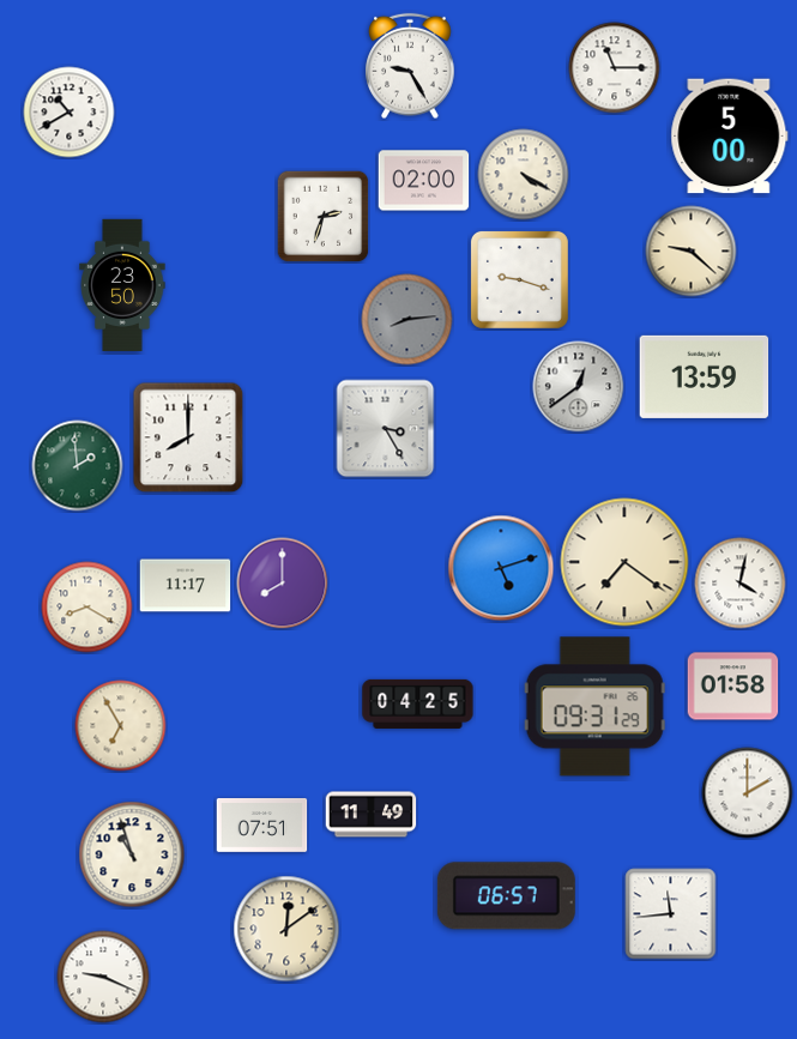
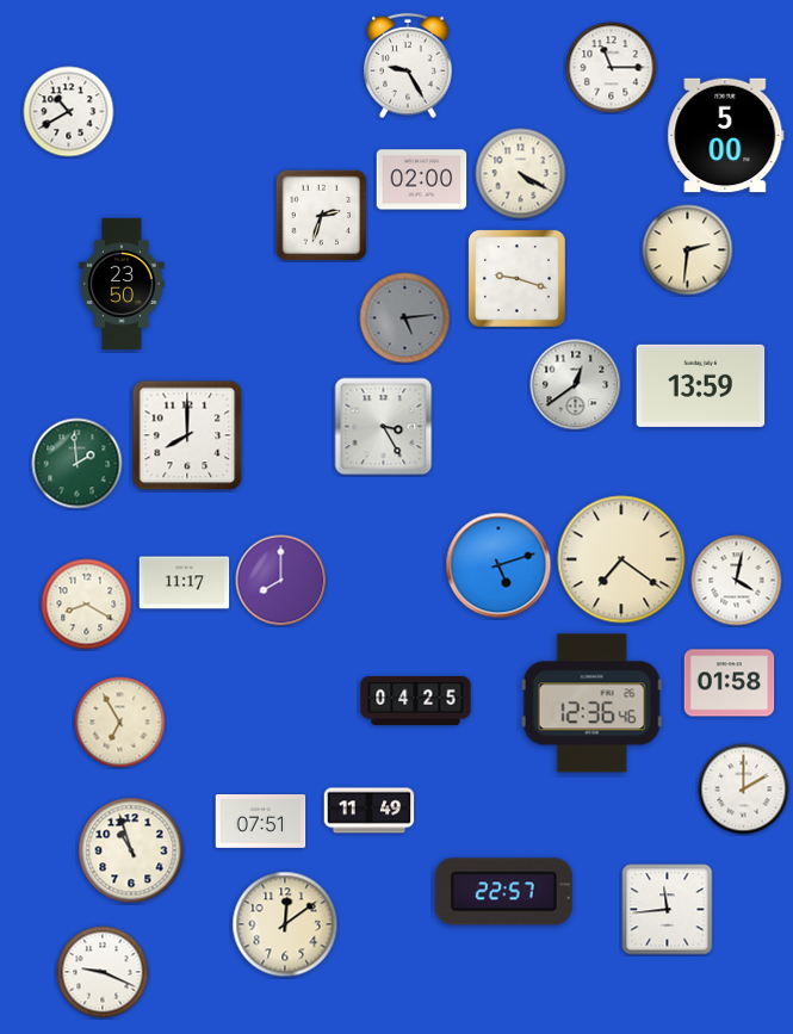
clock at (692, 252): 9:22 -> 2:31
clock at (407, 320): 8:14 -> 5:14
clock at (705, 376) position: (705, 376) -> (701, 385)
clock at (594, 707): 09:31 -> 12:36
clock at (506, 896): 06:57 -> 22:57
